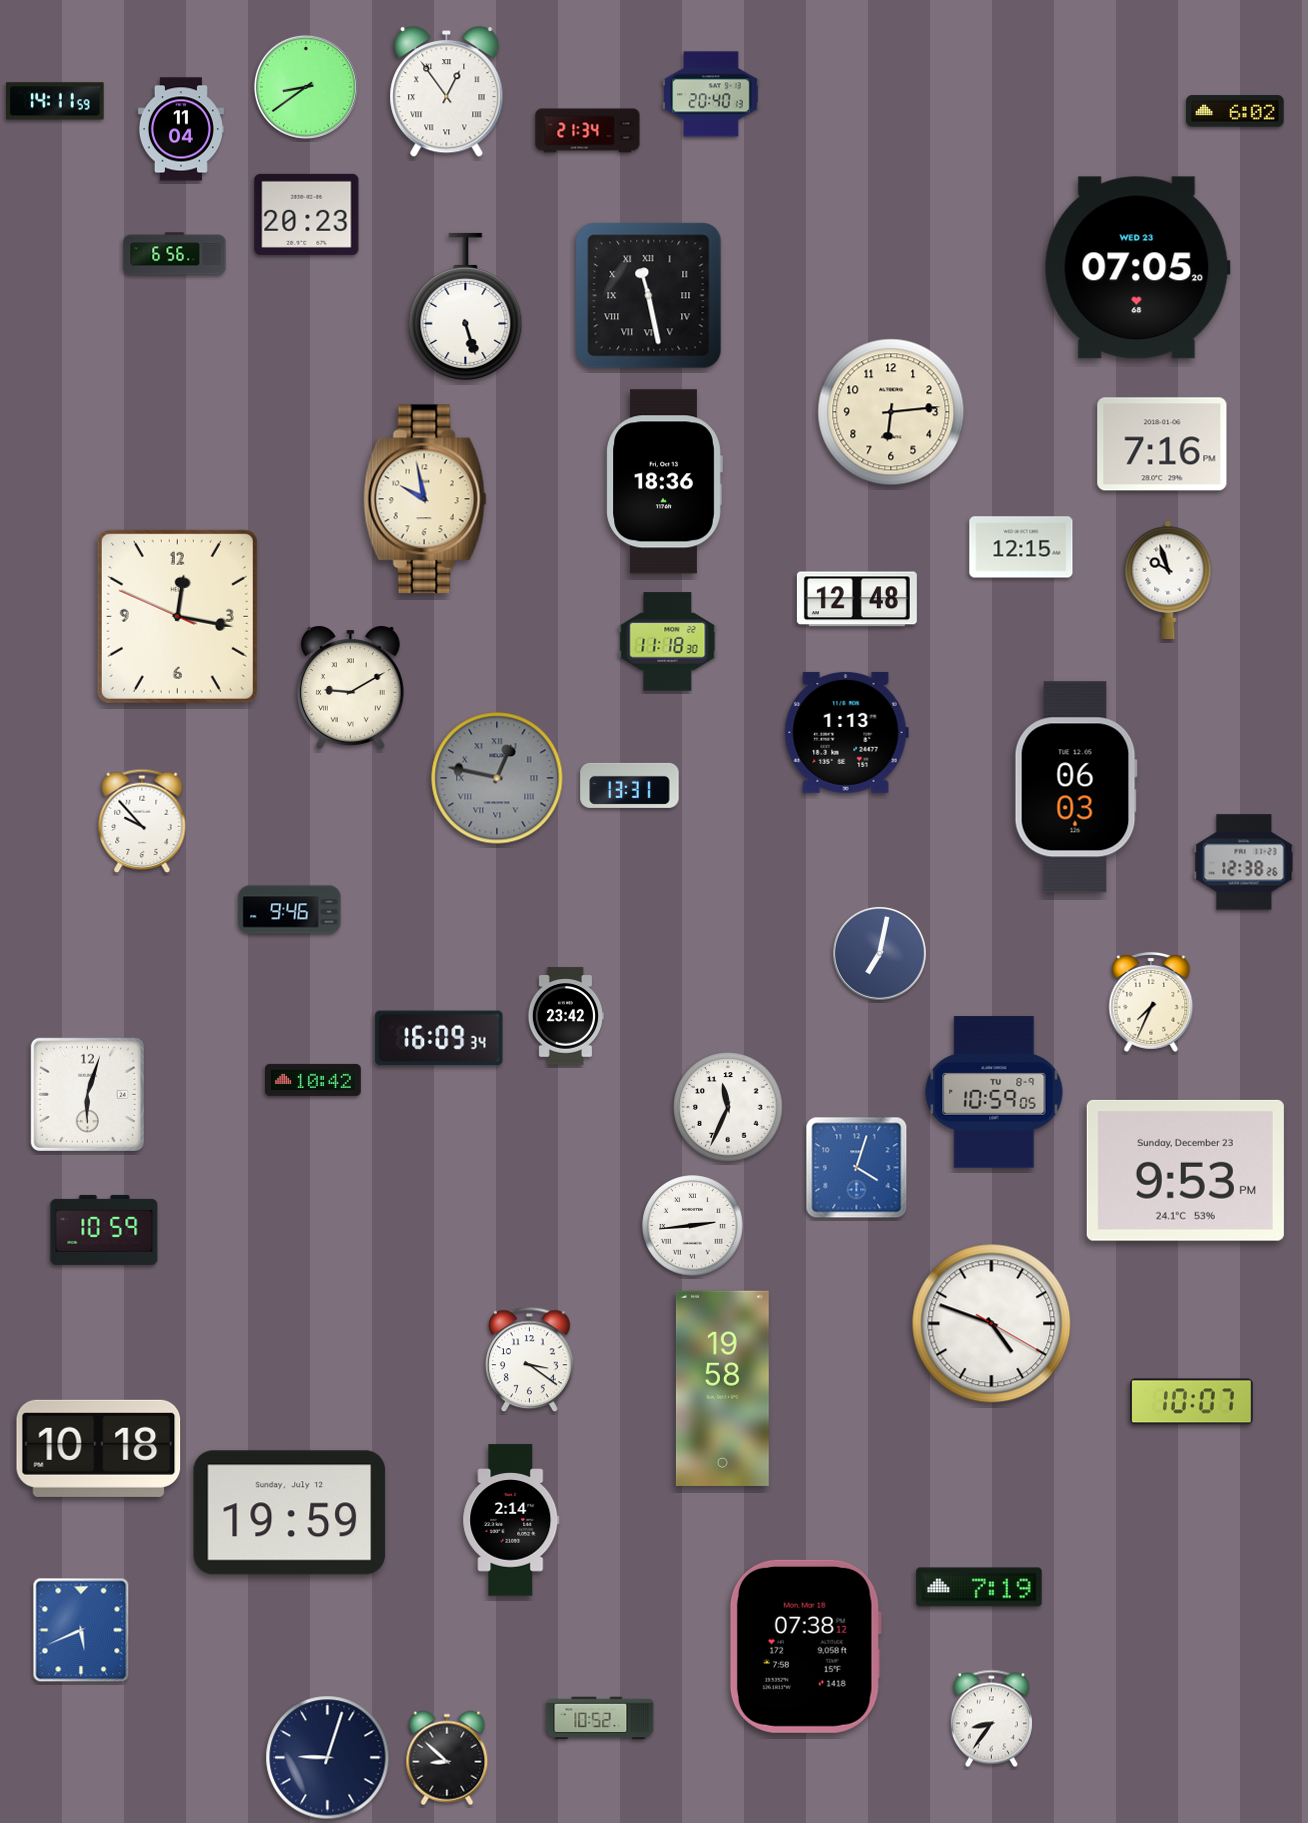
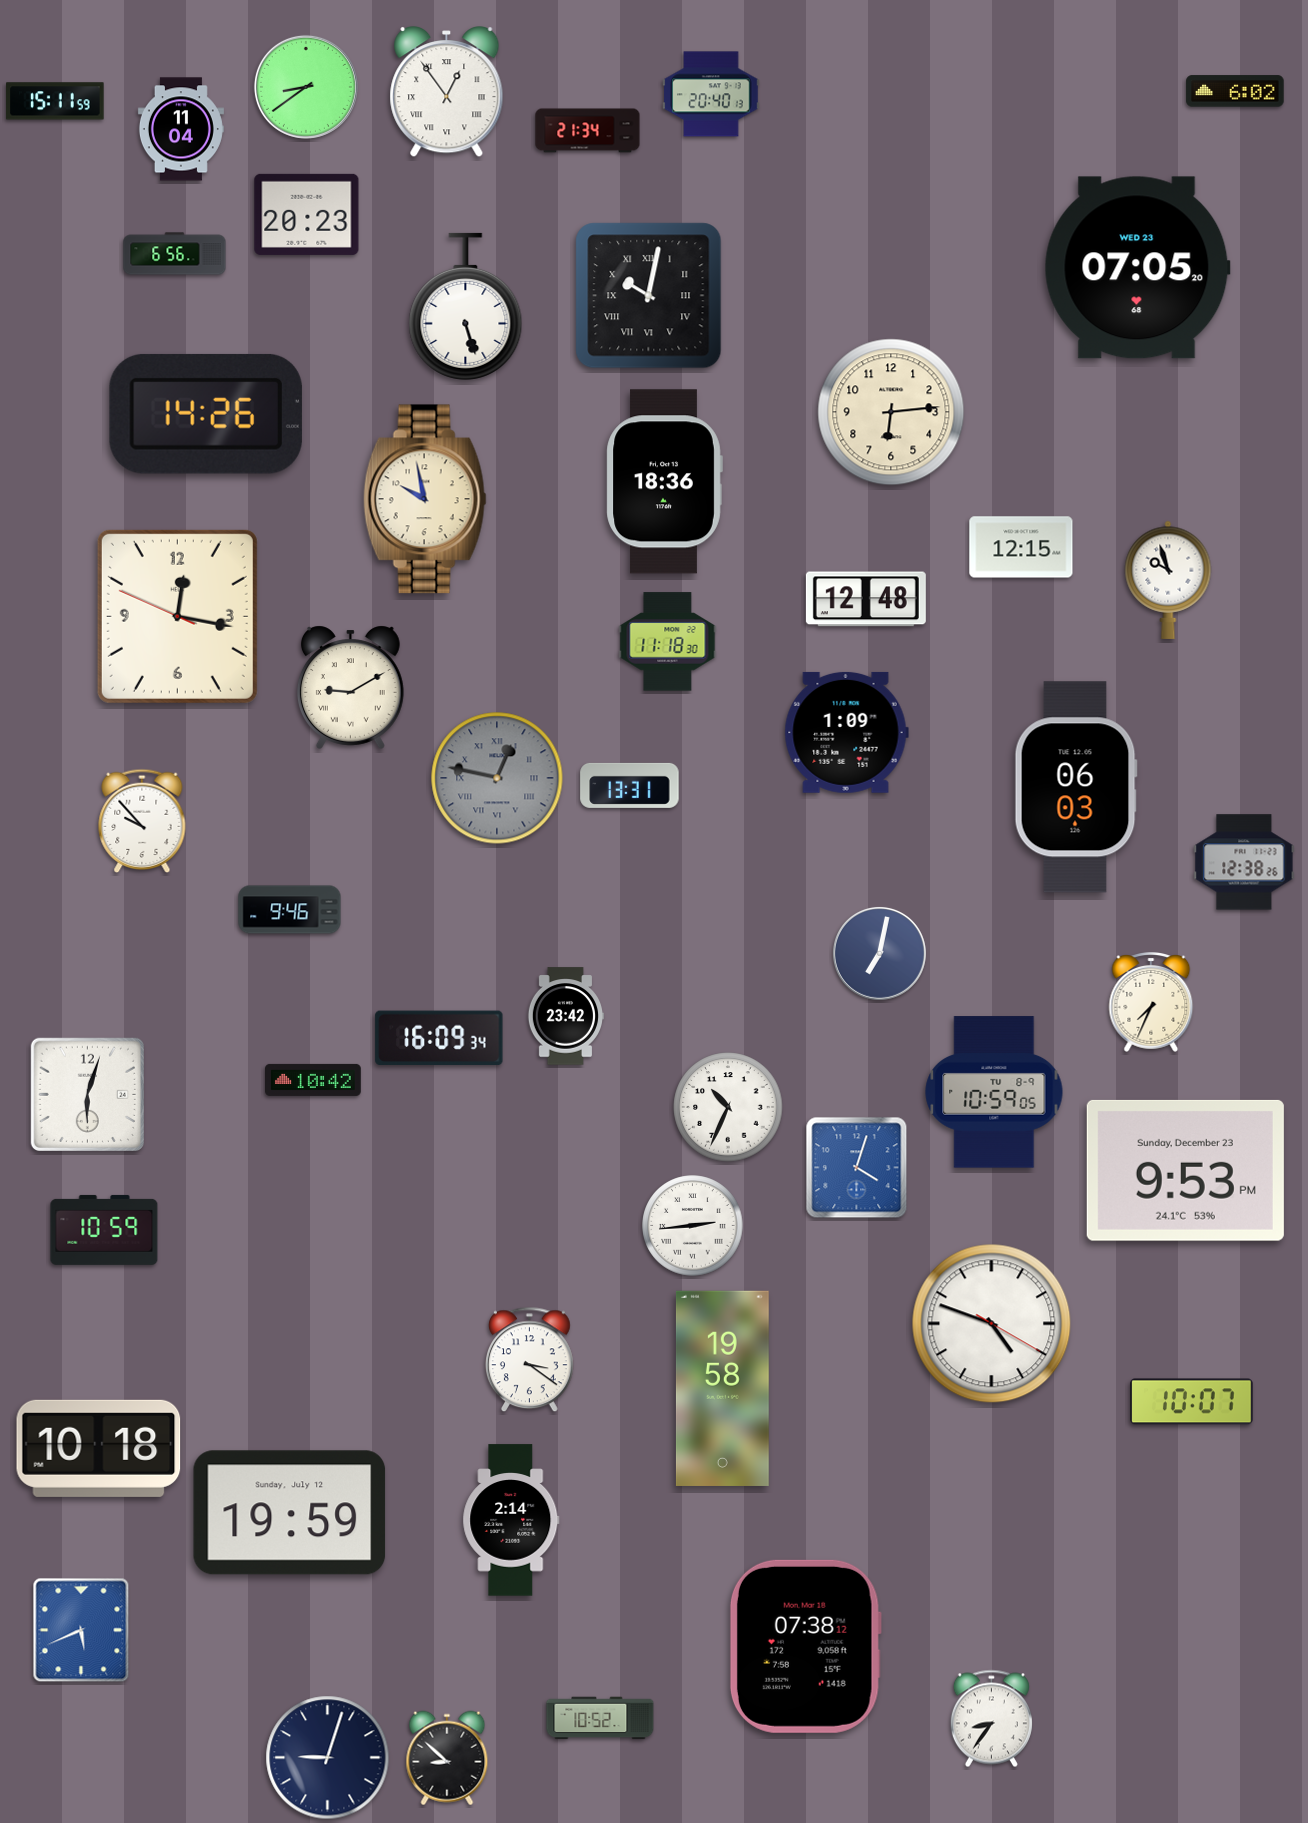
clock at (55, 101): 14:11 -> 15:11
clock at (1235, 111) position: (1235, 111) -> (1235, 91)
clock at (649, 296): 11:28 -> 10:02
clock at (206, 414): none -> 14:26
clock at (1162, 444): 7:16 -> none
clock at (857, 599) position: (857, 599) -> (866, 599)
clock at (846, 732): 1:13 -> 1:09
clock at (728, 1107): 11:34 -> 10:34
clock at (979, 1587): 7:19 -> none
